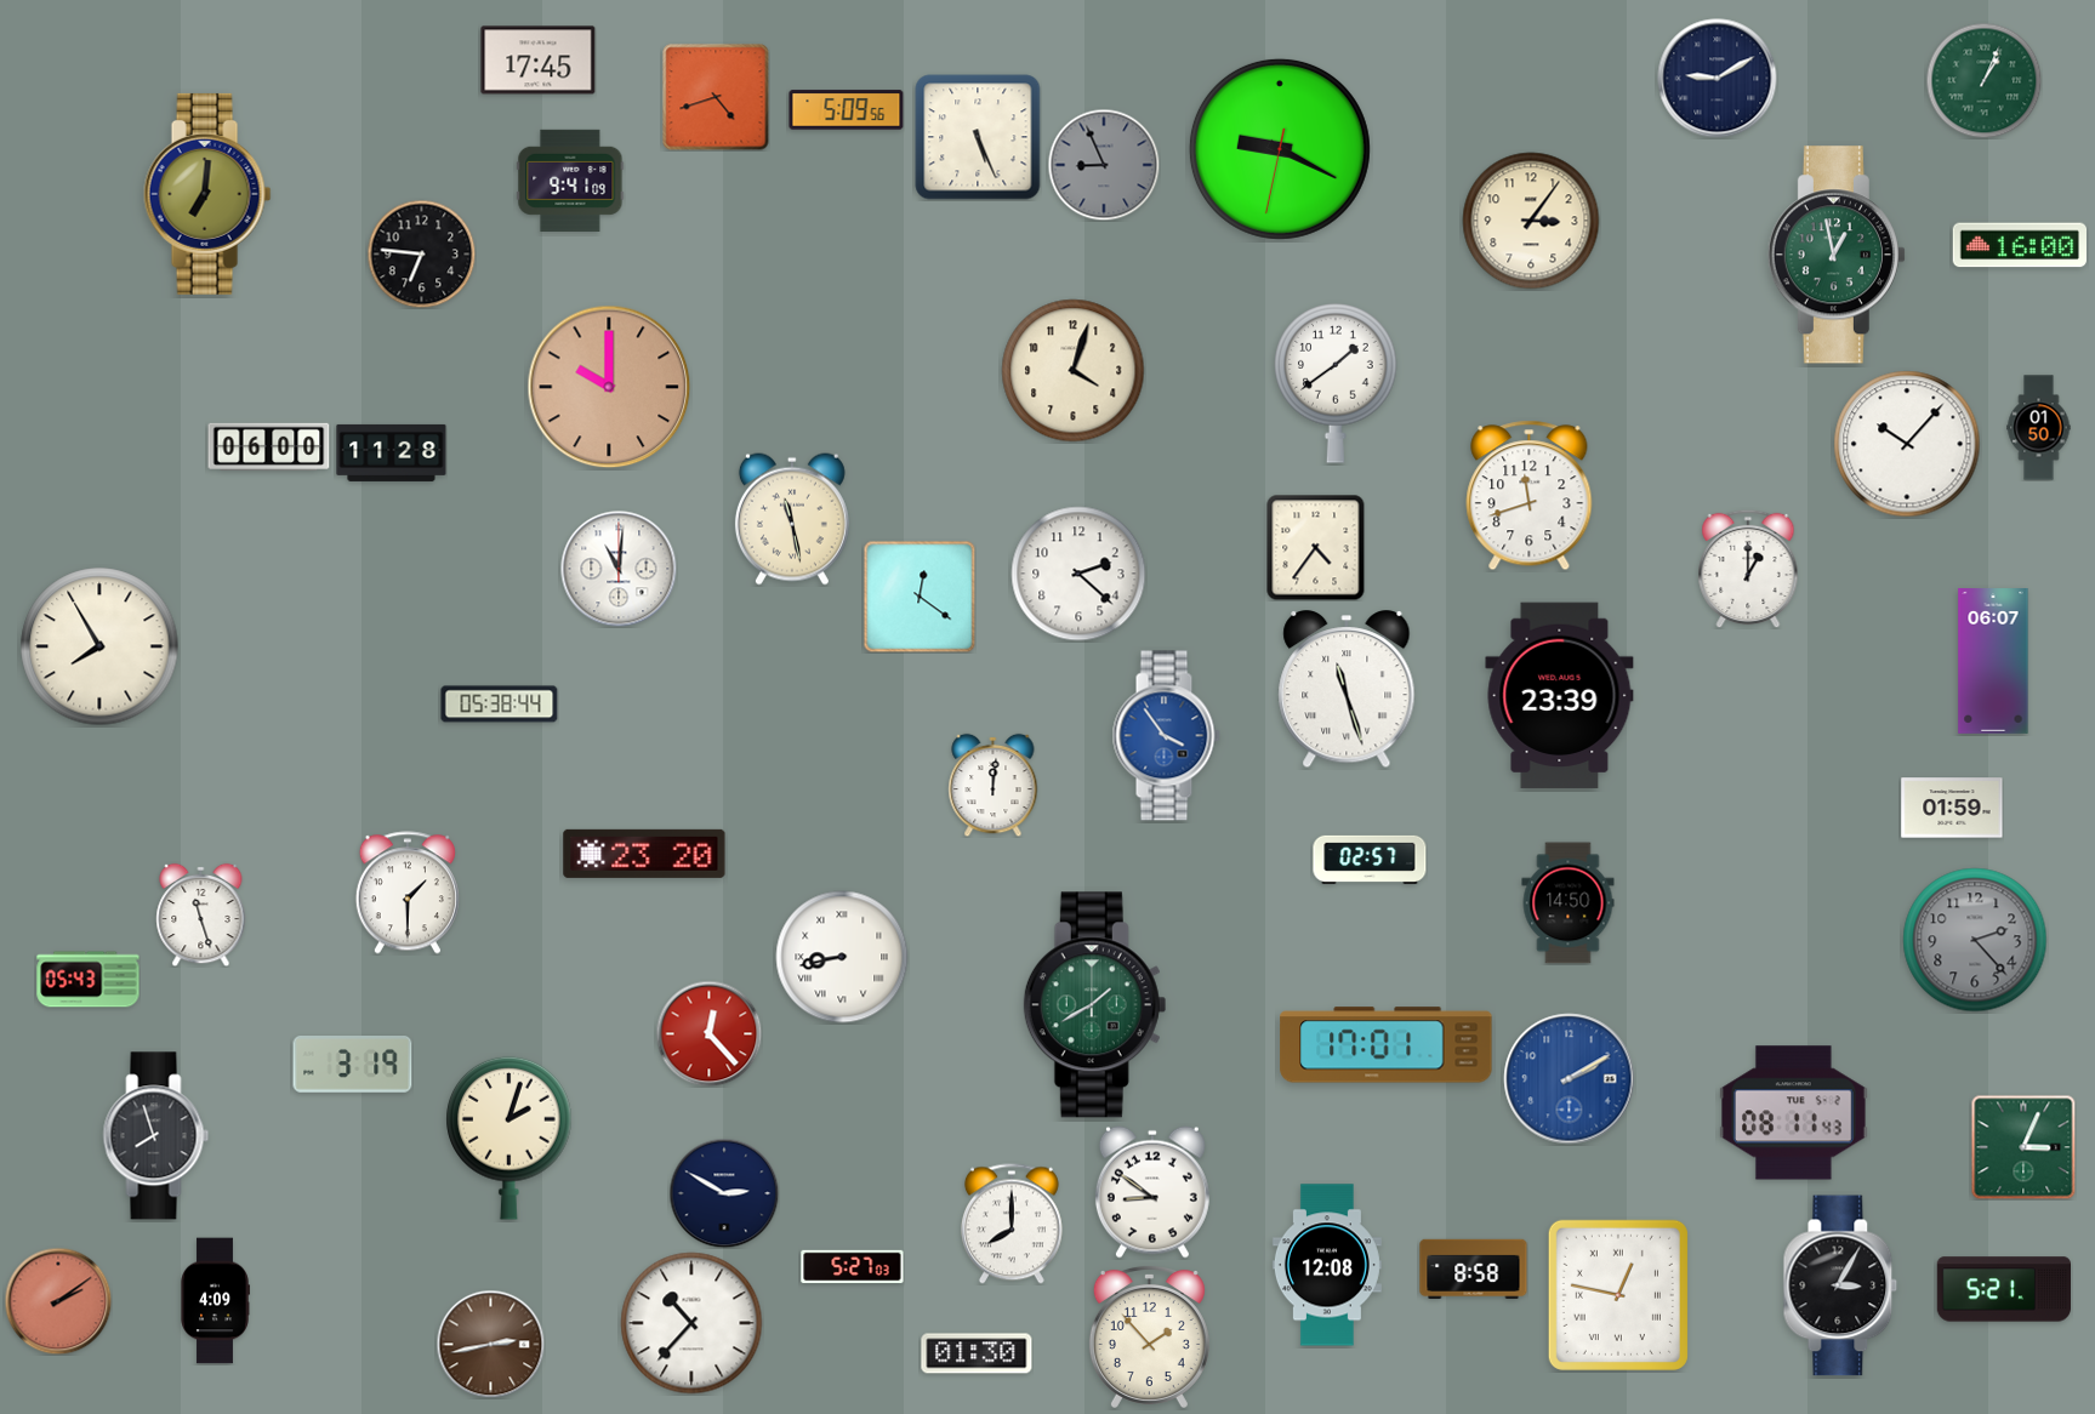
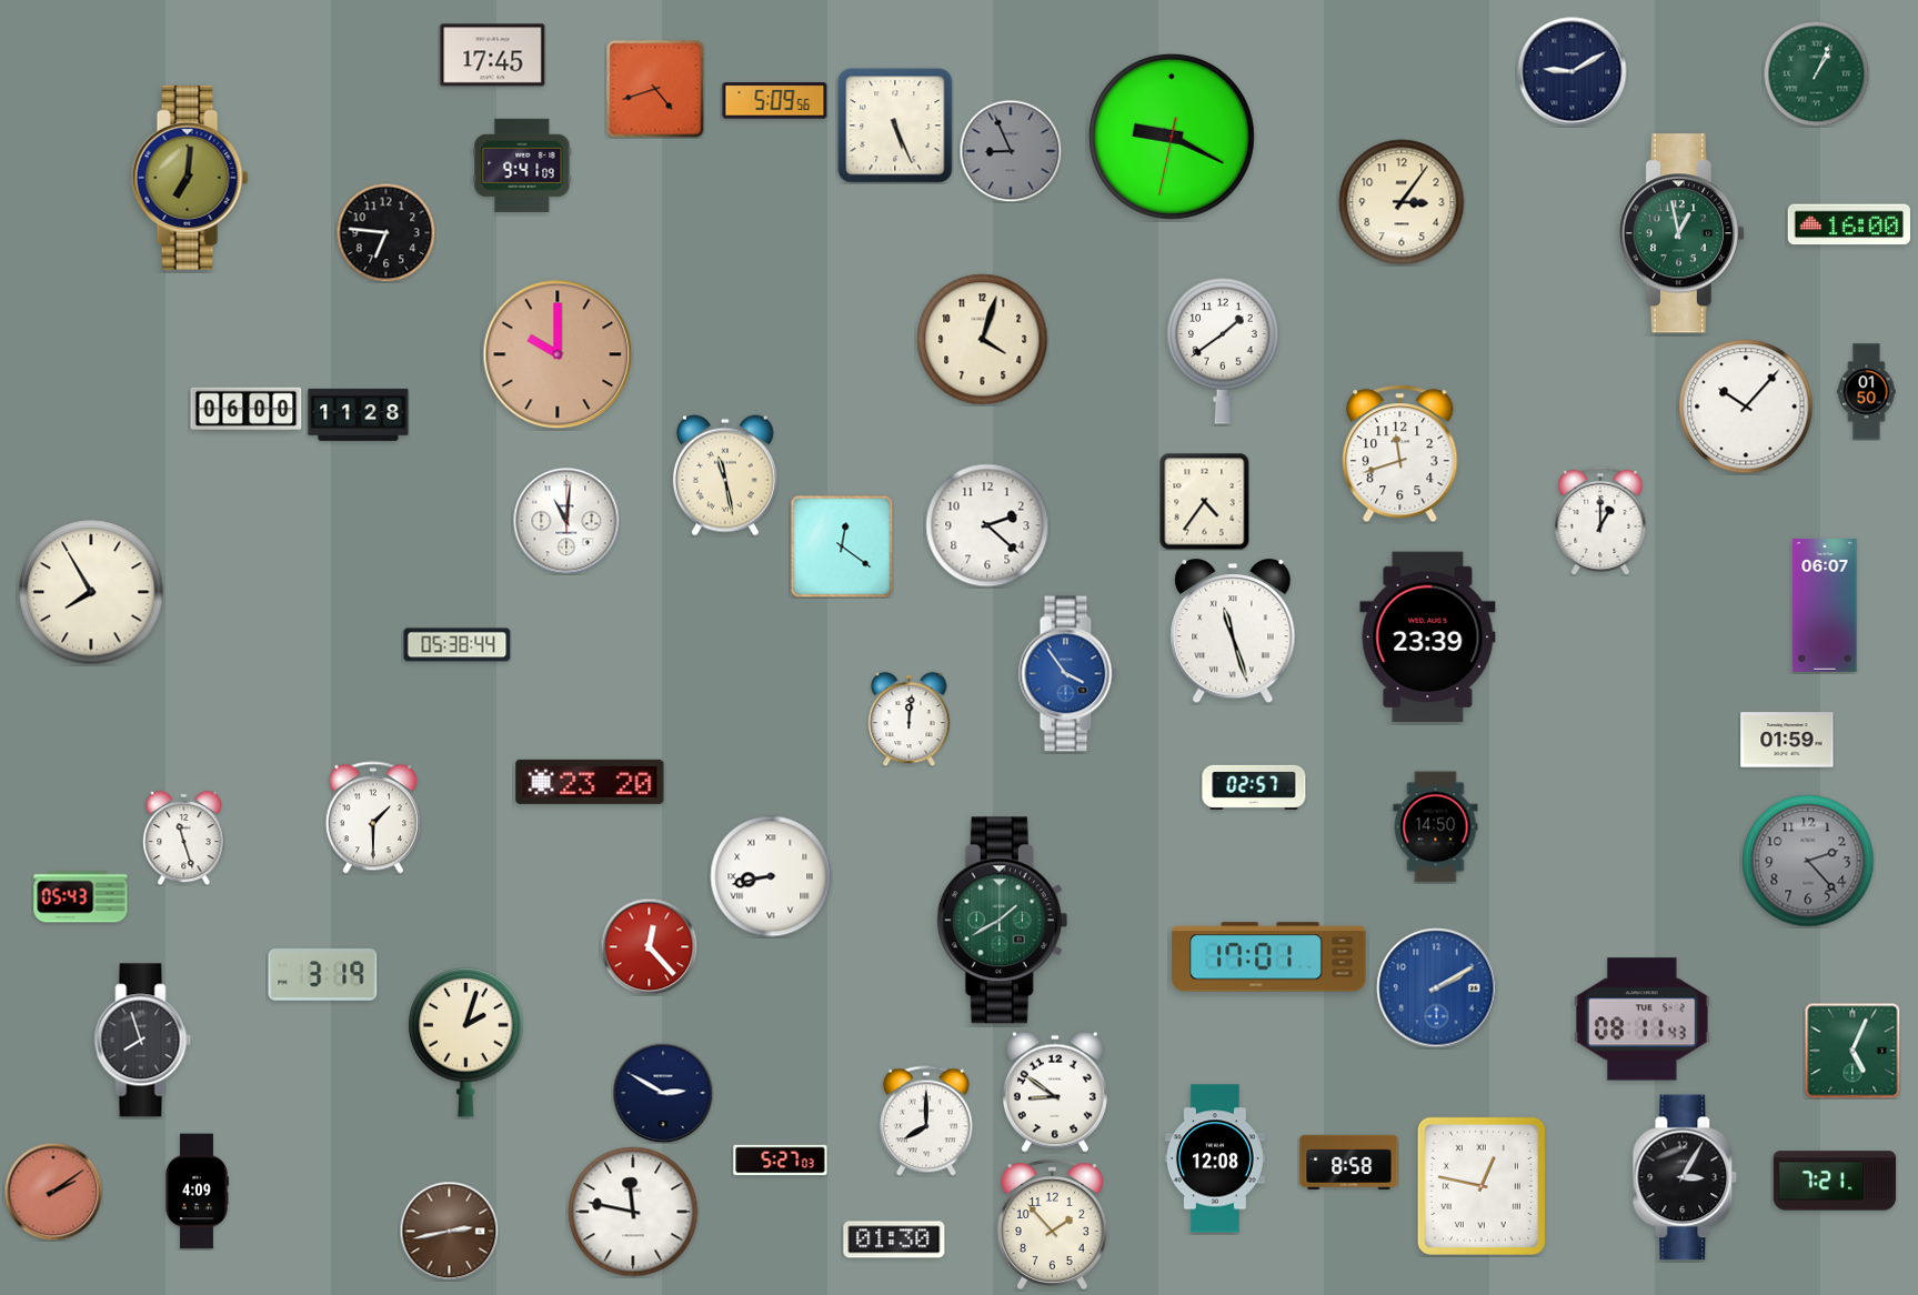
clock at (2023, 1147): 3:04 -> 5:04
clock at (2003, 1289): 5:21 -> 7:21
clock at (691, 1323): 10:37 -> 11:47
